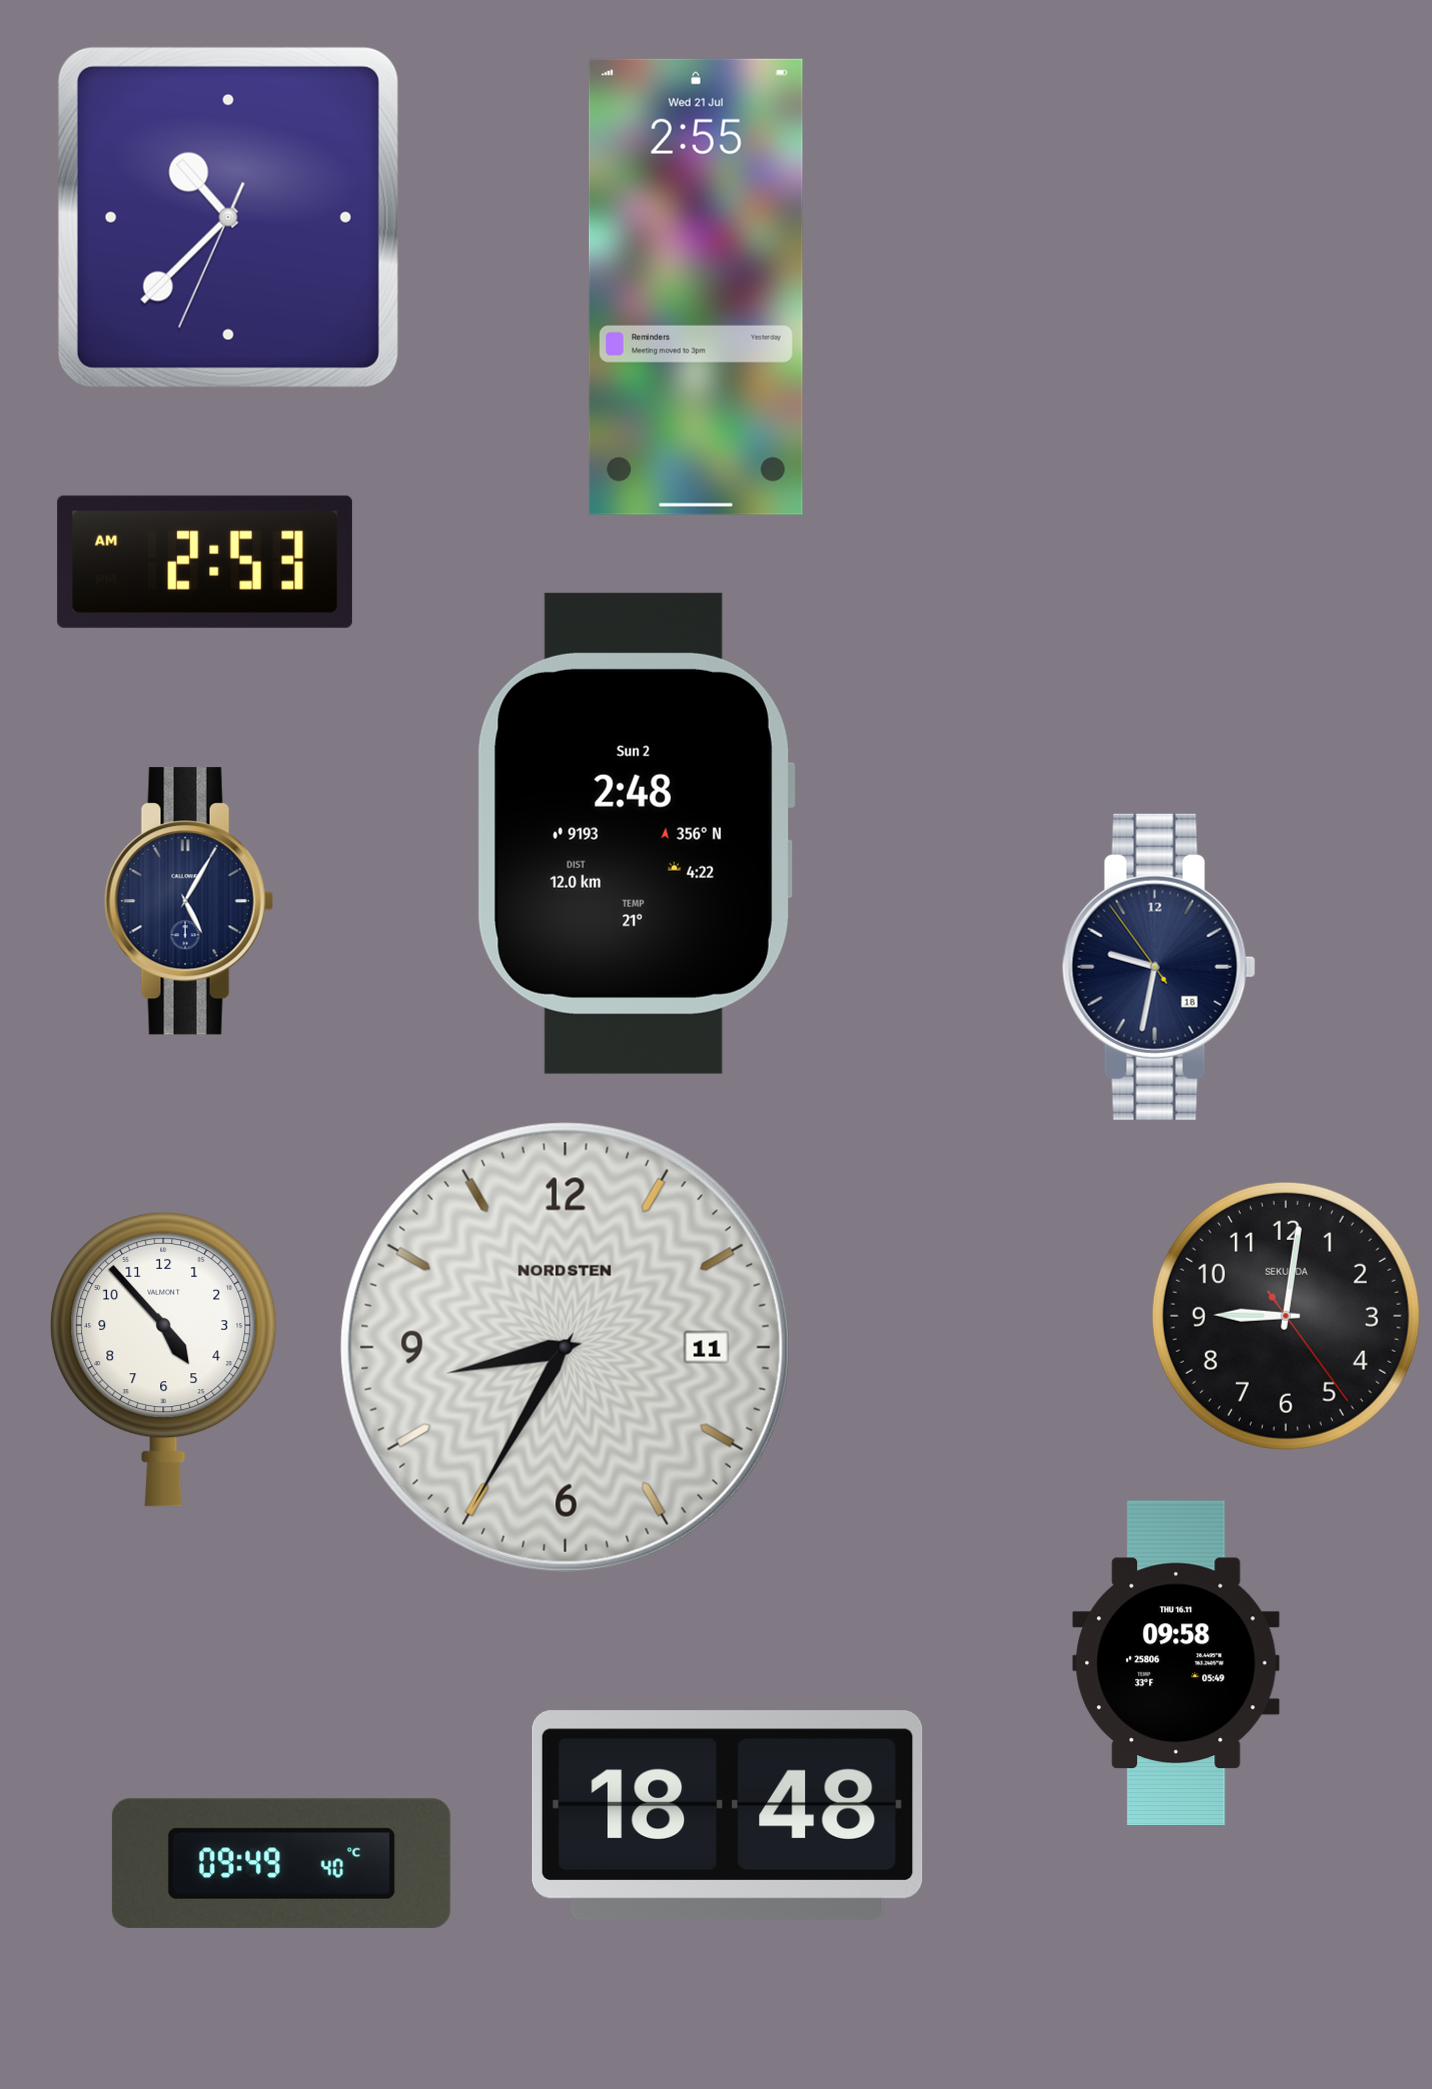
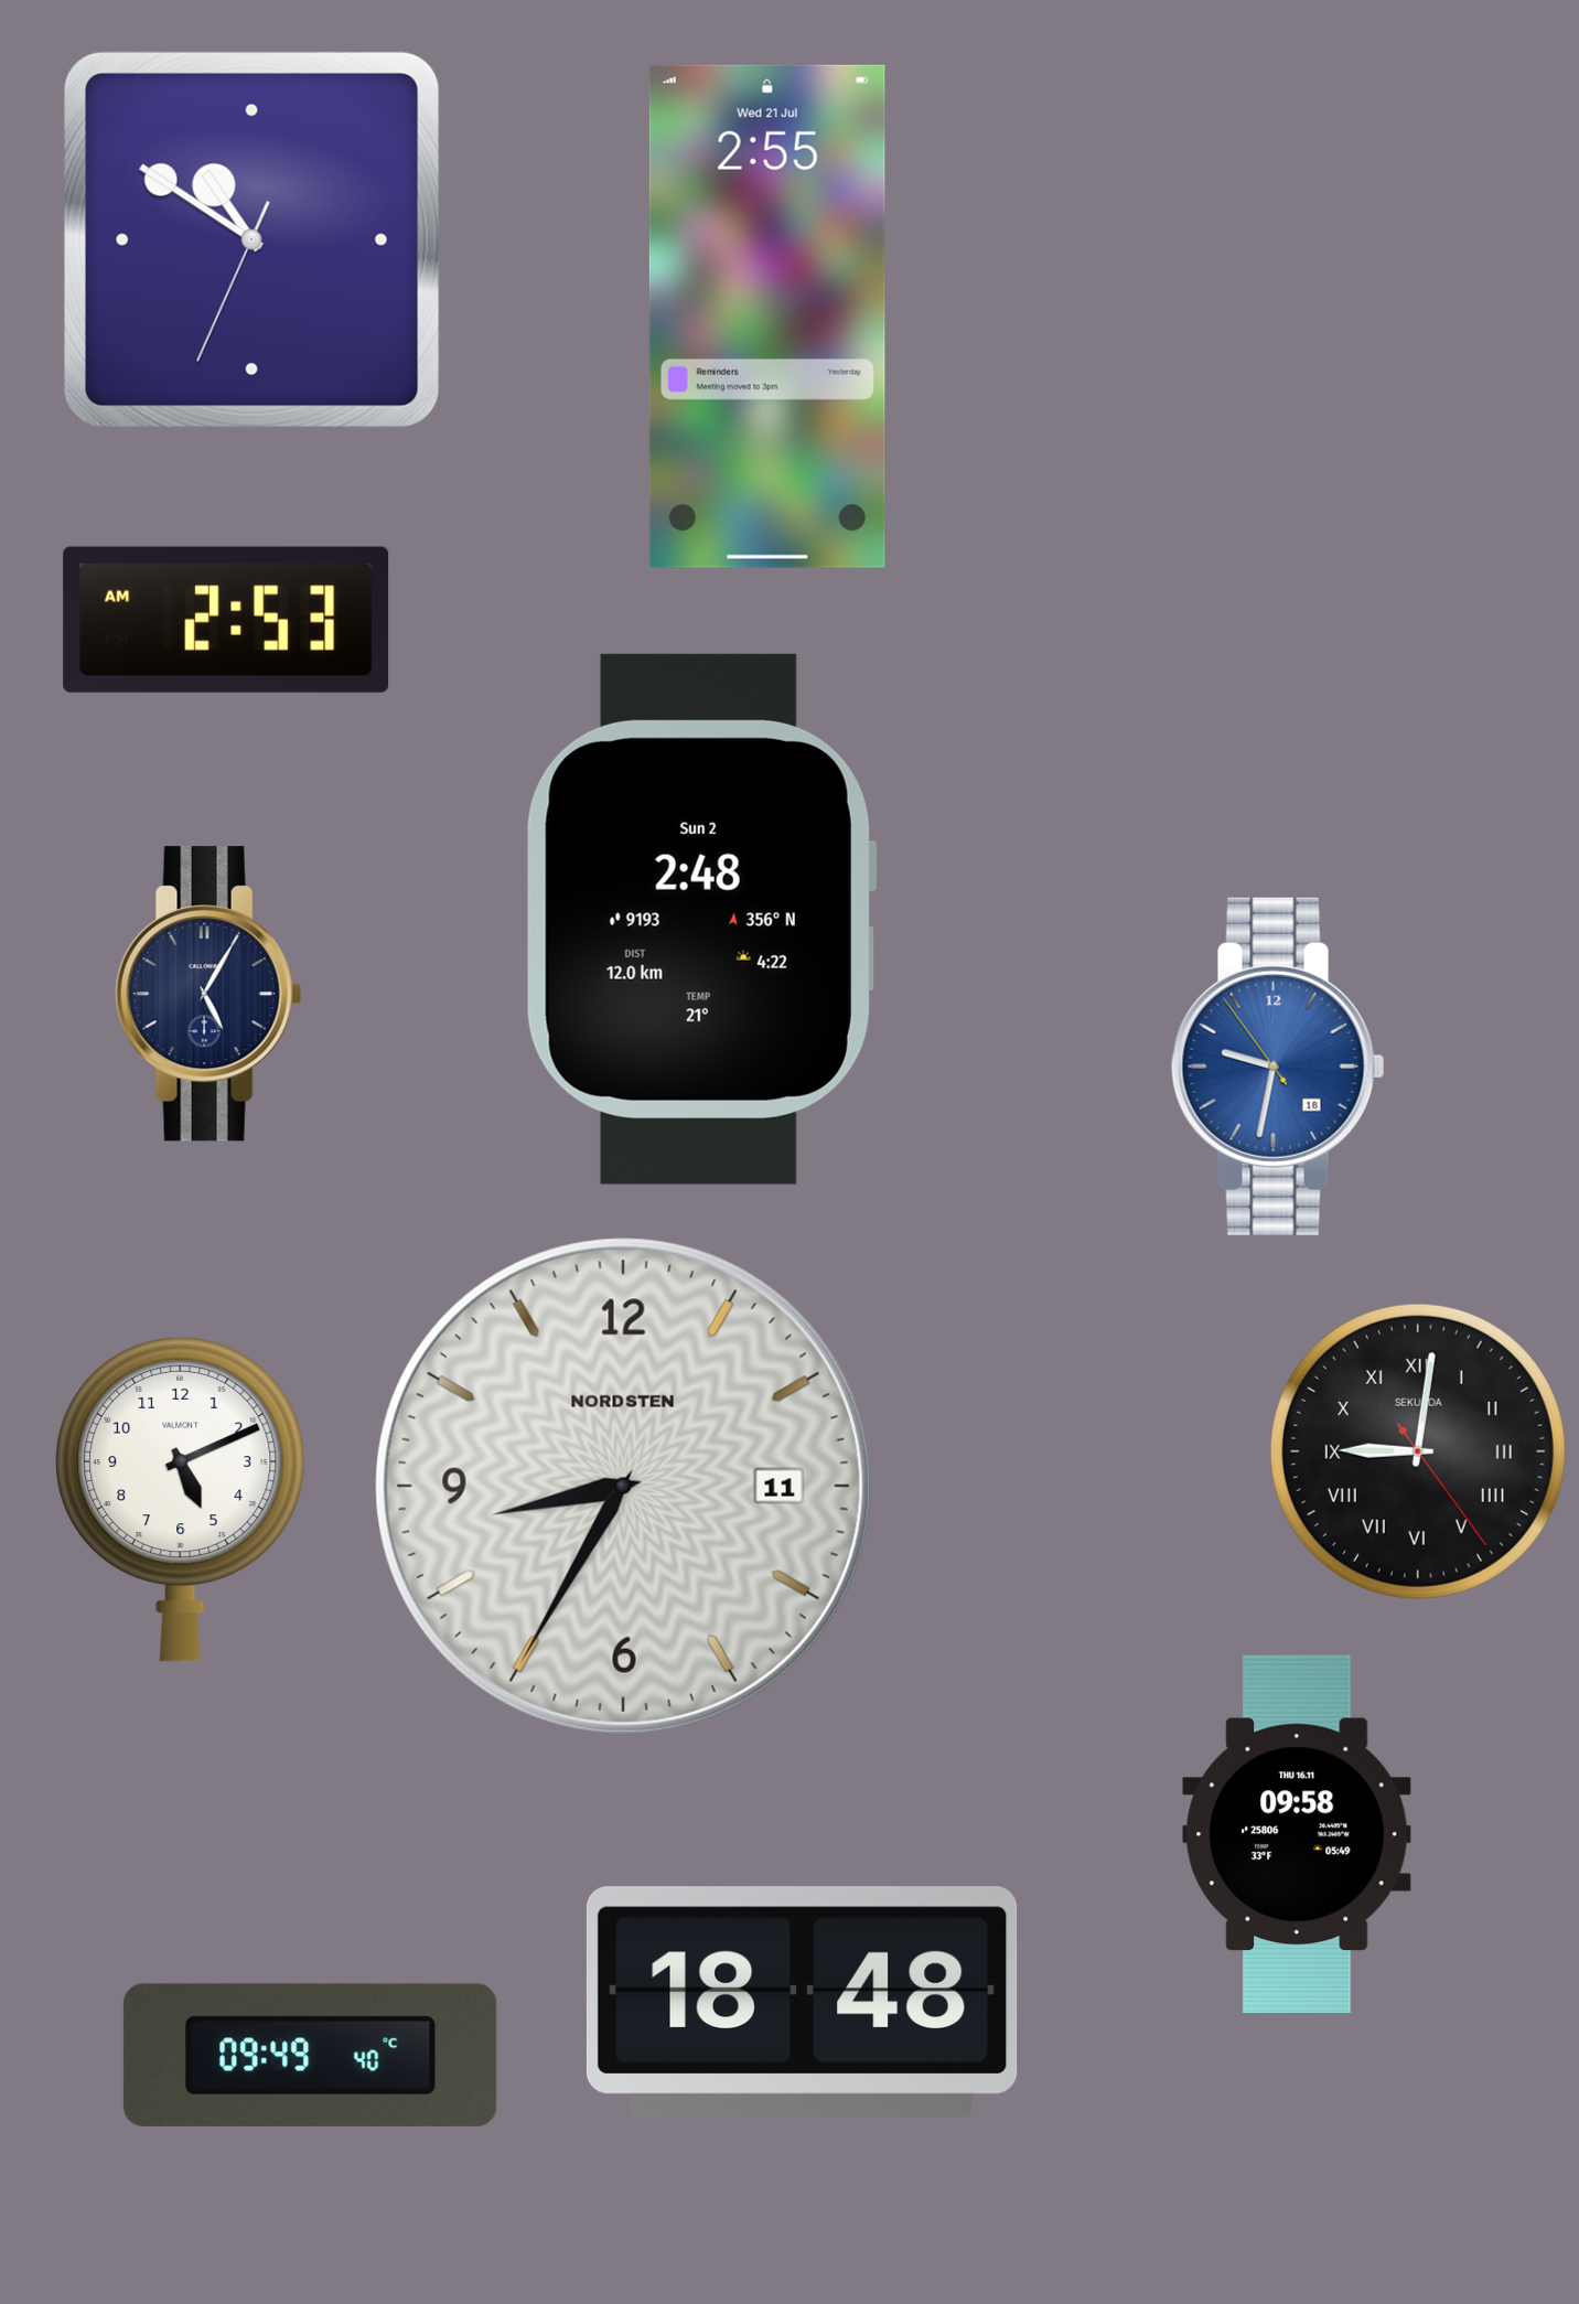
clock at (228, 217): 10:37 -> 10:50
clock at (1159, 967) dial: navy -> blue
clock at (1286, 1316) numerals: Arabic -> Roman
clock at (164, 1359): 4:53 -> 5:11
